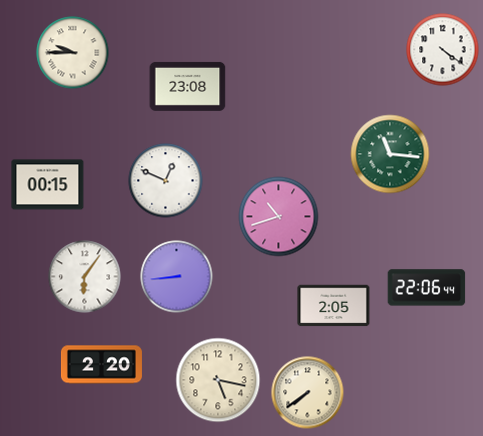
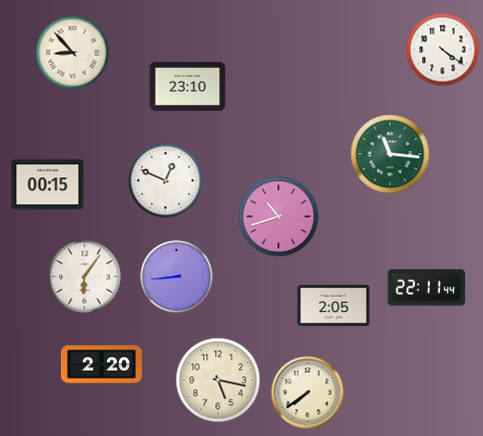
clock at (73, 53): 9:45 -> 8:53
clock at (188, 86): 23:08 -> 23:10
clock at (427, 288): 22:06 -> 22:11
